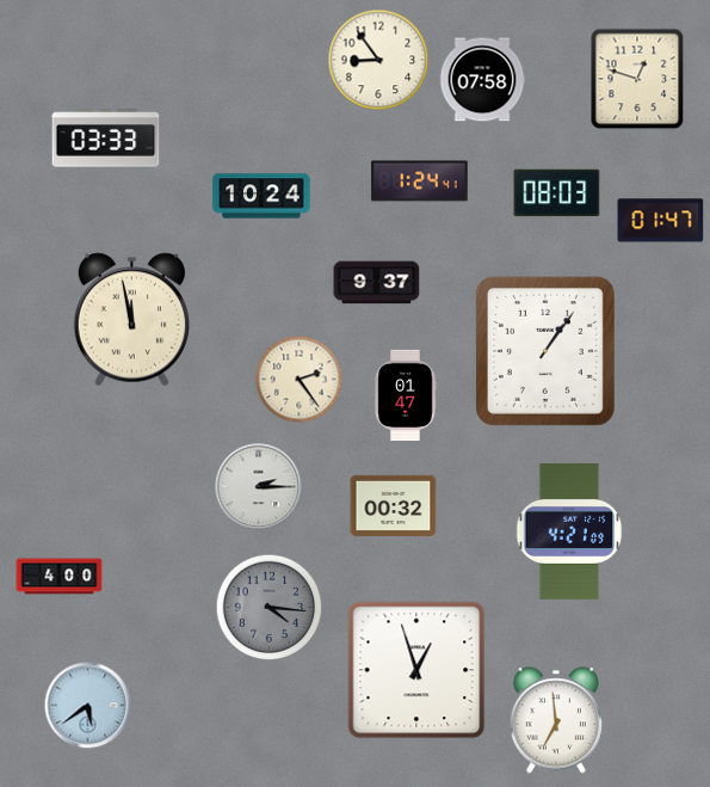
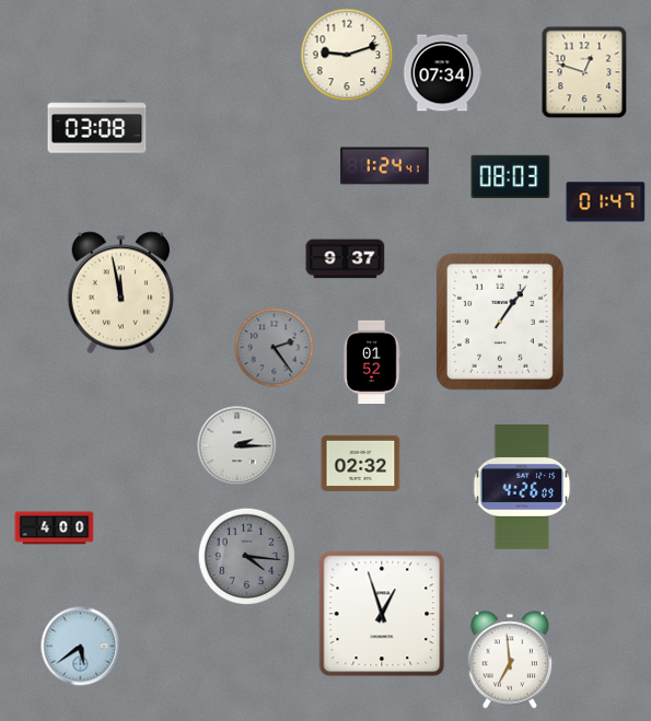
clock at (378, 60): 8:54 -> 9:12
clock at (482, 80): 07:58 -> 07:34
clock at (106, 139): 03:33 -> 03:08
clock at (261, 196): 10:24 -> none
clock at (300, 380) dial: cream -> grey
clock at (406, 394): 01:47 -> 01:52
clock at (394, 505): 00:32 -> 02:32
clock at (569, 533): 4:21 -> 4:26
